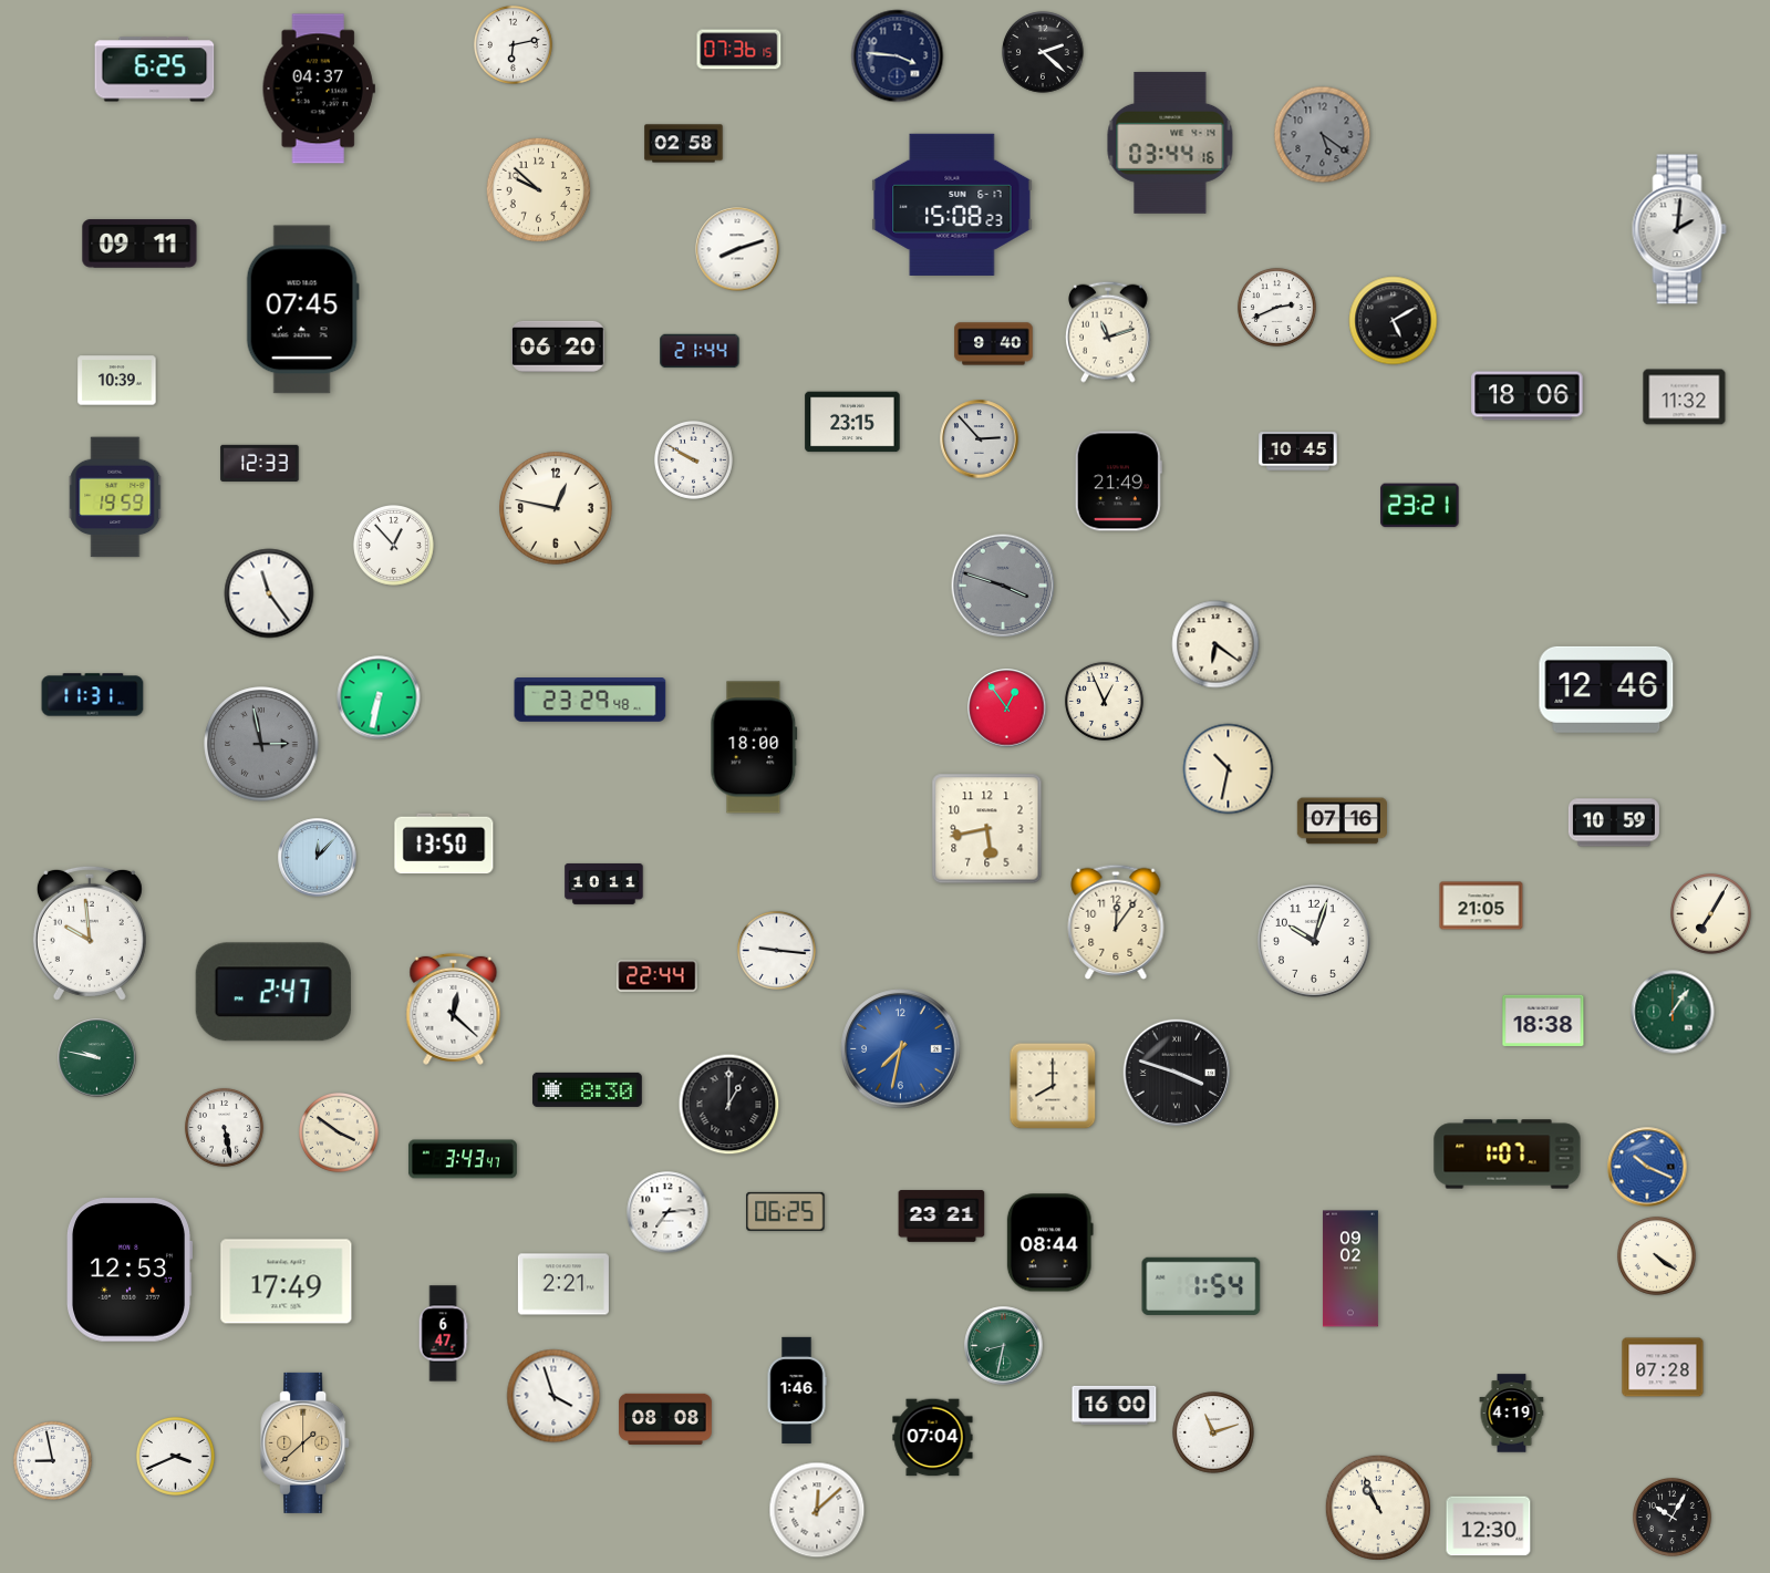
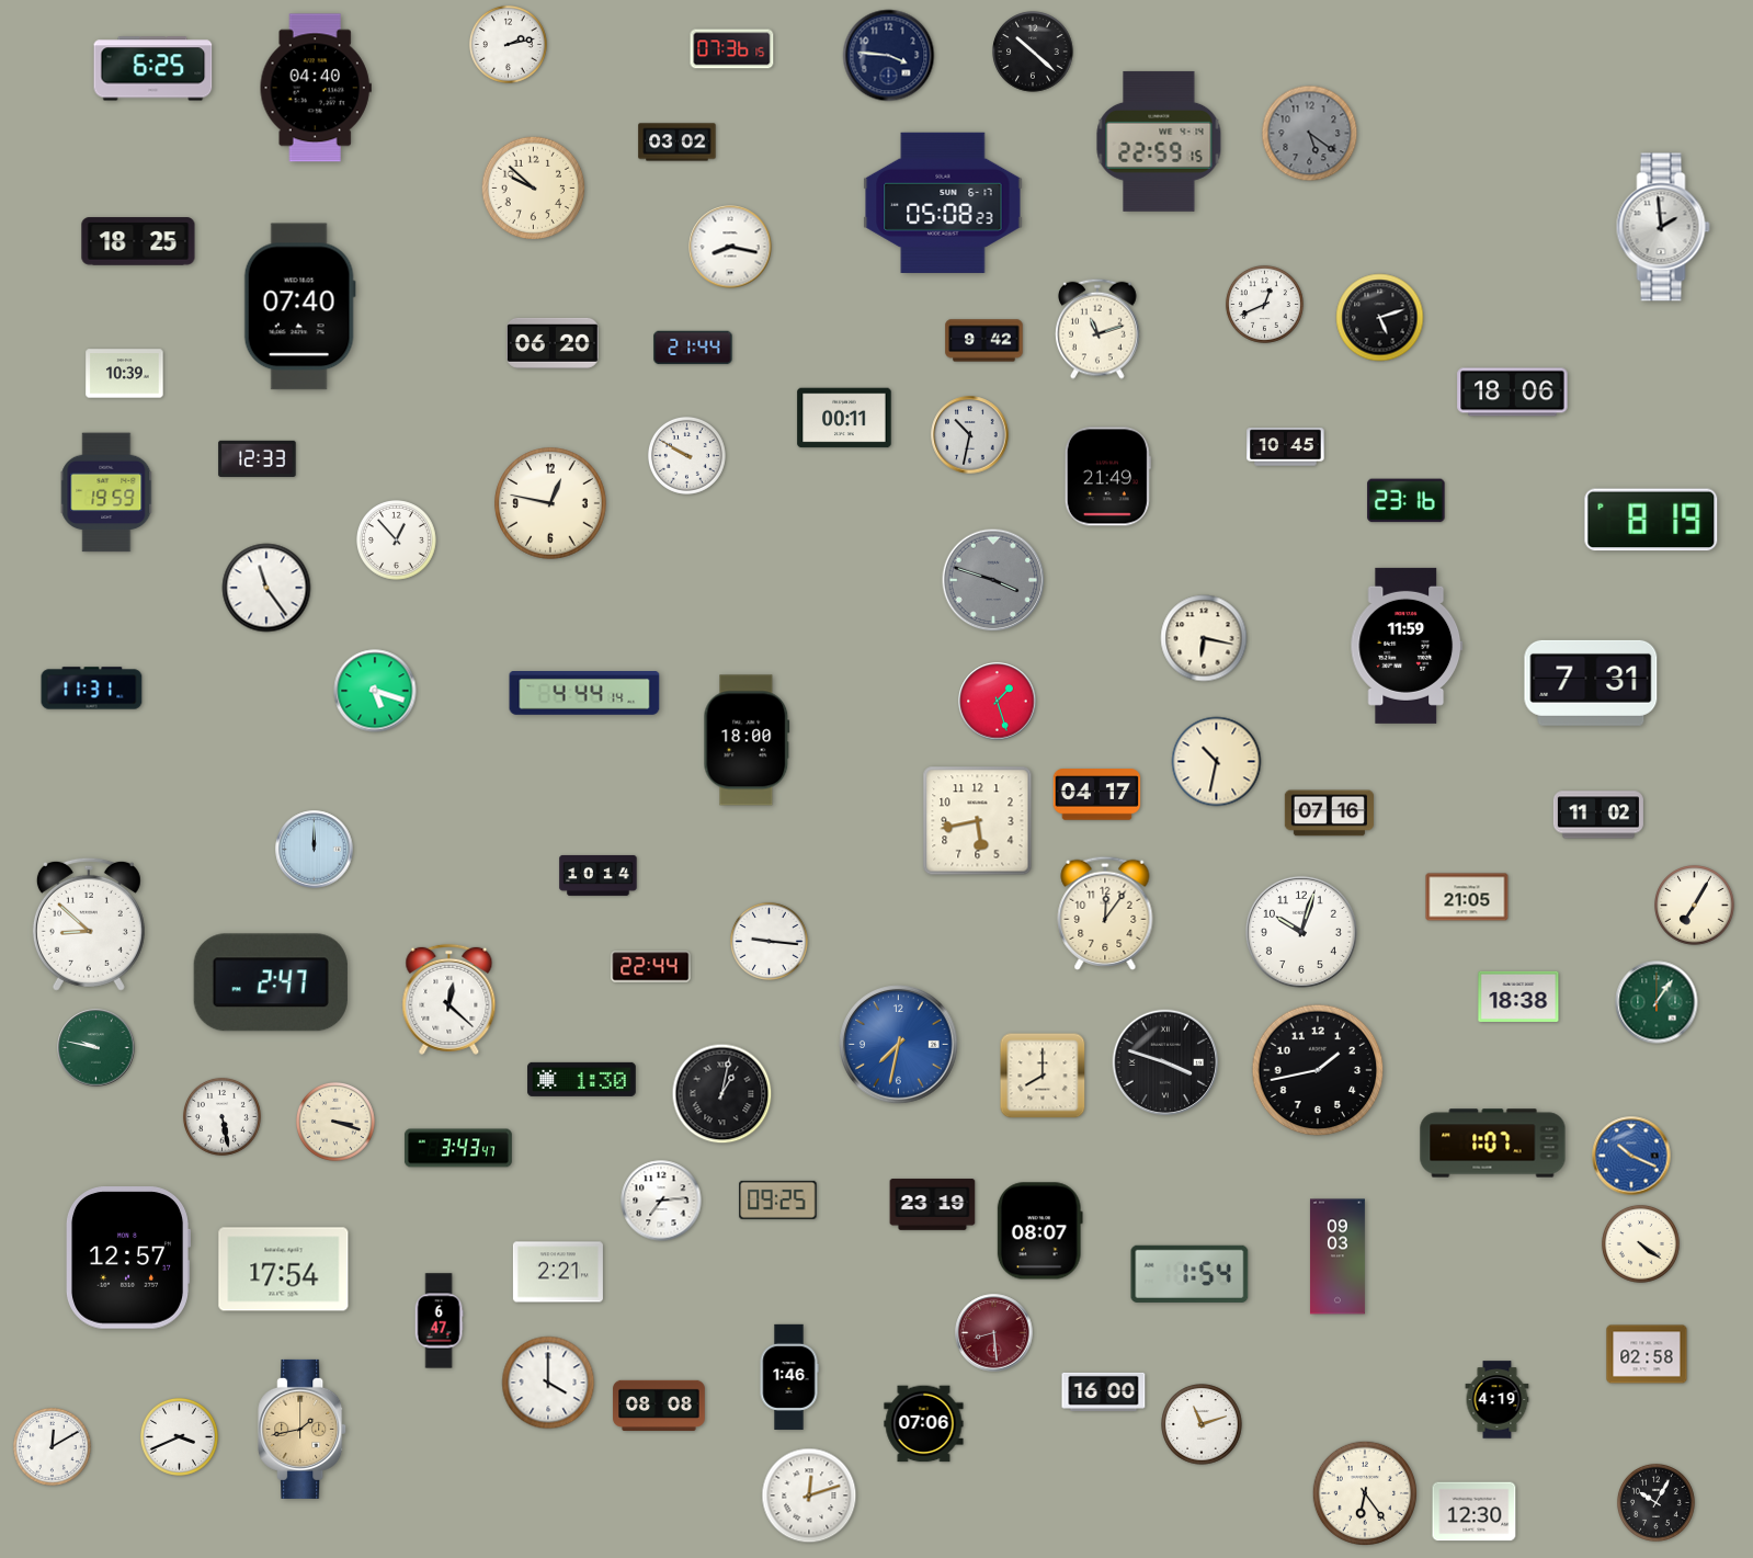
clock at (513, 44): 6:13 -> 2:13
clock at (1043, 52): 2:22 -> 10:22
clock at (319, 89): 04:37 -> 04:40
clock at (1170, 143): 03:44 -> 22:59
clock at (684, 144): 02:58 -> 03:02
clock at (952, 205): 15:08 -> 05:08
clock at (1679, 229): 2:01 -> 1:59
clock at (139, 244): 09:11 -> 18:25
clock at (737, 249): 8:12 -> 8:17
clock at (1276, 307): 2:41 -> 12:41
clock at (302, 310): 07:45 -> 07:40
clock at (1394, 321): 5:10 -> 5:12
clock at (994, 344): 9:40 -> 9:42
clock at (117, 381) position: (117, 381) -> (125, 374)
clock at (1685, 397): 11:32 -> none
clock at (852, 422): 23:15 -> 00:11
clock at (980, 439): 2:53 -> 10:32
clock at (116, 497) position: (116, 497) -> (107, 492)
clock at (1420, 506): 23:21 -> 23:16
clock at (1651, 520): none -> 8:19
clock at (394, 546) position: (394, 546) -> (397, 541)
clock at (1215, 644): 6:21 -> 6:17
clock at (1407, 646): none -> 11:59
clock at (1606, 690): 12:46 -> 7:31
clock at (379, 697): 6:32 -> 5:18
clock at (590, 701): 23:29 -> 4:44
clock at (1104, 701): 12:56 -> none
clock at (1007, 708): 12:54 -> 1:27
clock at (261, 744): 2:58 -> none
clock at (1097, 795): none -> 04:17
clock at (1614, 822): 10:59 -> 11:02
clock at (444, 844): 13:50 -> none
clock at (318, 858): 12:07 -> 12:00
clock at (604, 883): 10:11 -> 10:14
clock at (90, 933): 9:59 -> 8:52
clock at (1543, 1021) position: (1543, 1021) -> (1518, 997)
clock at (901, 1049) position: (901, 1049) -> (899, 1045)
clock at (1318, 1070): none -> 1:43
clock at (588, 1089): 8:30 -> 1:30
clock at (729, 1105): 1:00 -> 1:02
clock at (340, 1134): 3:51 -> 3:18
clock at (786, 1211): 06:25 -> 09:25
clock at (942, 1217): 23:21 -> 23:19
clock at (1049, 1243): 08:44 -> 08:07
clock at (1350, 1269): 09:02 -> 09:03
clock at (130, 1270): 12:53 -> 12:57
clock at (287, 1282): 17:49 -> 17:54
clock at (1004, 1346): 8:32 -> 8:29
clock at (1004, 1346) dial: green -> burgundy
clock at (1663, 1367): 07:28 -> 02:58
clock at (553, 1396): 3:57 -> 4:00
clock at (1213, 1432) position: (1213, 1432) -> (1202, 1424)
clock at (933, 1438): 07:04 -> 07:06
clock at (306, 1442): 1:38 -> 1:43
clock at (175, 1456) position: (175, 1456) -> (179, 1436)
clock at (52, 1460): 8:58 -> 12:10
clock at (1377, 1507): 10:56 -> 6:24
clock at (817, 1510): 12:08 -> 12:12
